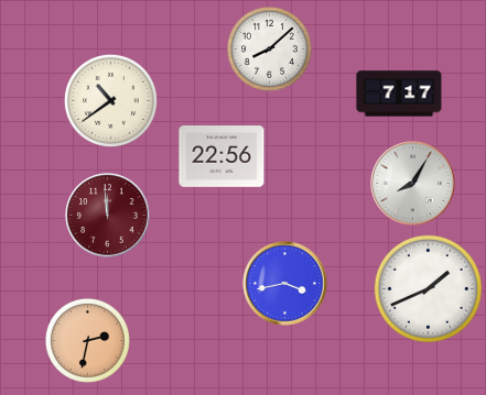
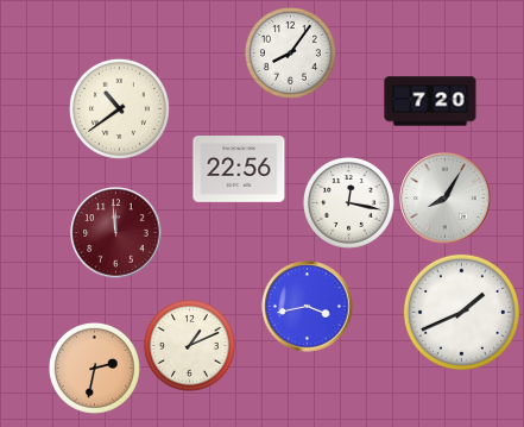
clock at (270, 50): 8:08 -> 8:06
clock at (399, 94): 7:17 -> 7:20
clock at (349, 203): none -> 12:17
clock at (190, 346): none -> 1:11
